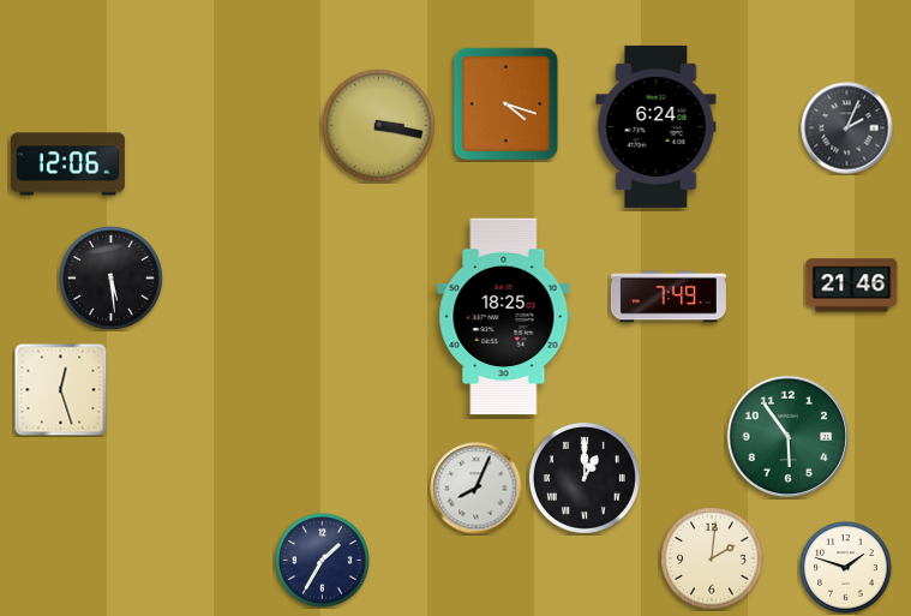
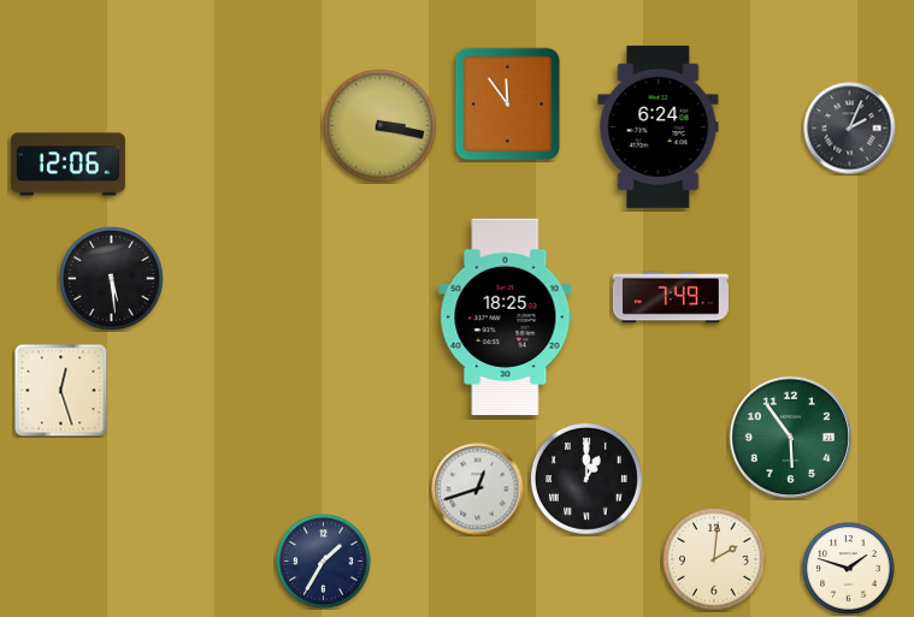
clock at (507, 104): 4:18 -> 11:54
clock at (852, 286): 21:46 -> none
clock at (477, 489): 8:04 -> 12:42
